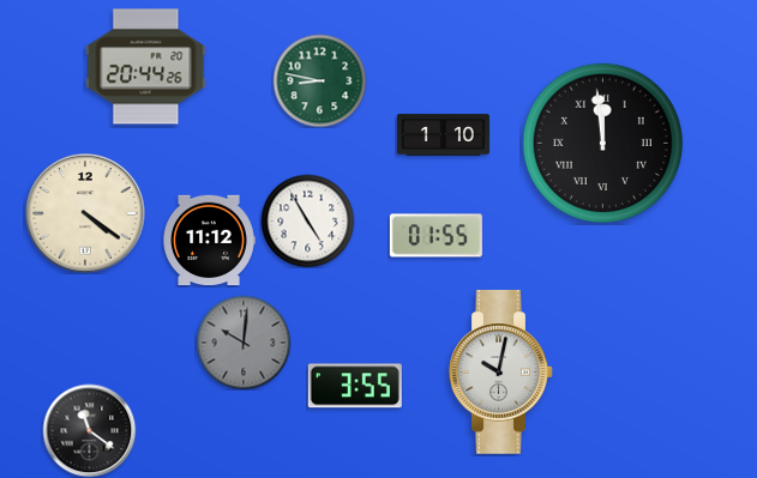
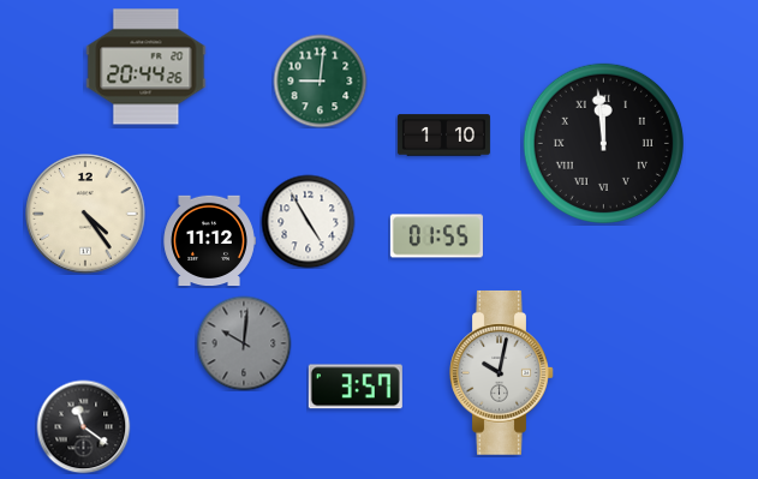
clock at (319, 80): 8:47 -> 9:01
clock at (85, 213): 4:21 -> 4:24
clock at (355, 386): 3:55 -> 3:57
clock at (89, 430) position: (89, 430) -> (83, 426)
